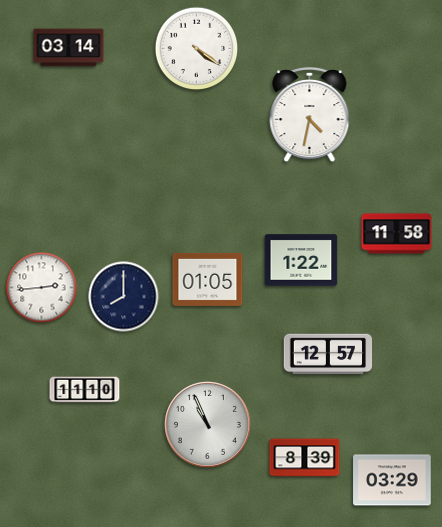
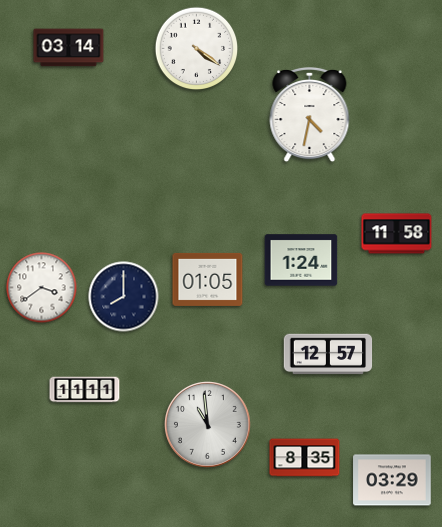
clock at (301, 260): 1:22 -> 1:24
clock at (42, 288): 2:44 -> 3:39
clock at (85, 390): 11:10 -> 11:11
clock at (207, 424): 10:56 -> 10:59
clock at (305, 458): 8:39 -> 8:35
